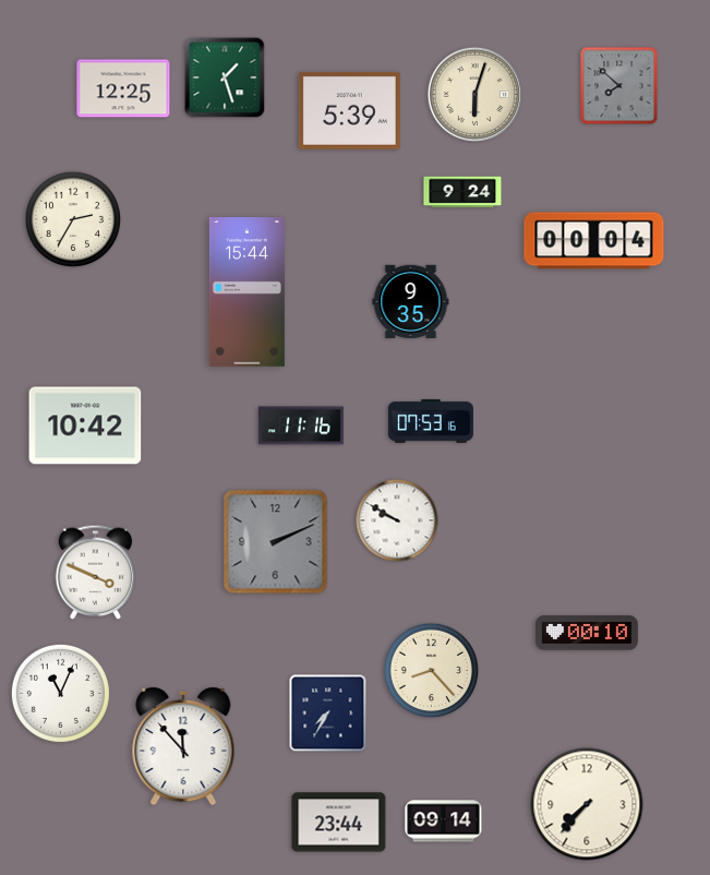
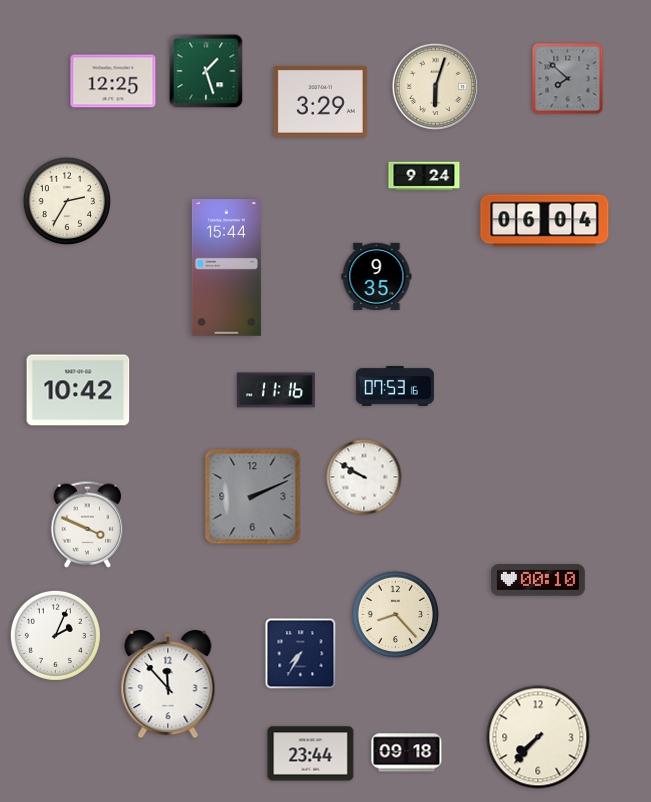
clock at (349, 110): 5:39 -> 3:29
clock at (594, 241): 00:04 -> 06:04
clock at (60, 693): 11:04 -> 2:04
clock at (444, 822): 09:14 -> 09:18
